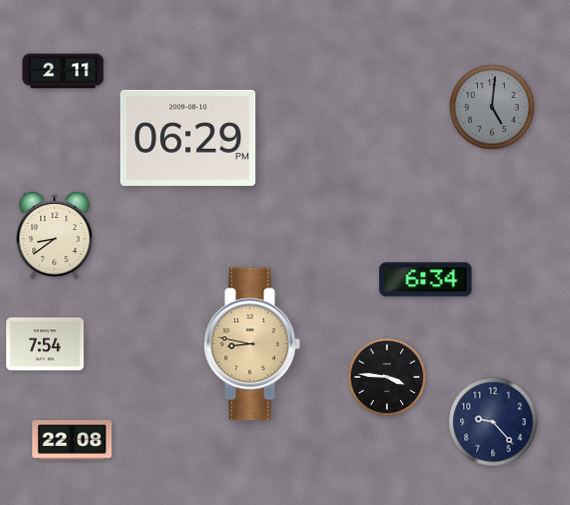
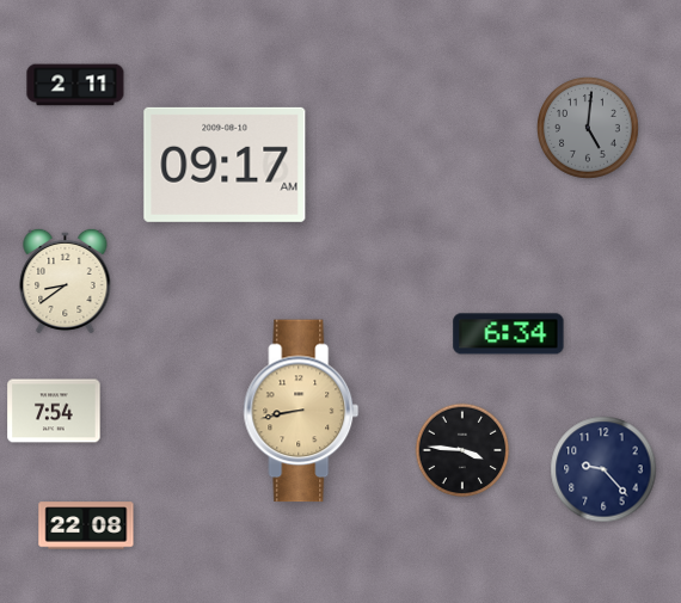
clock at (188, 138): 06:29 -> 09:17
clock at (252, 344): 8:47 -> 8:43
clock at (493, 422) position: (493, 422) -> (603, 469)
